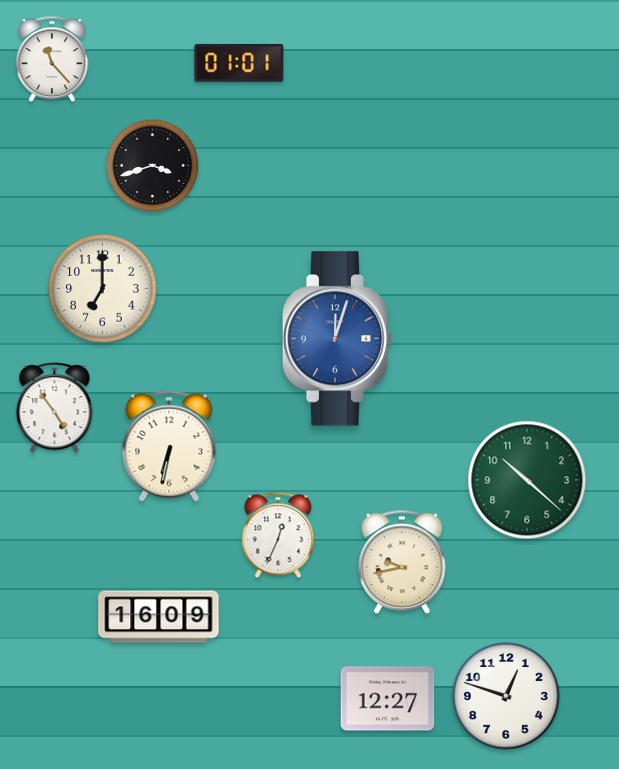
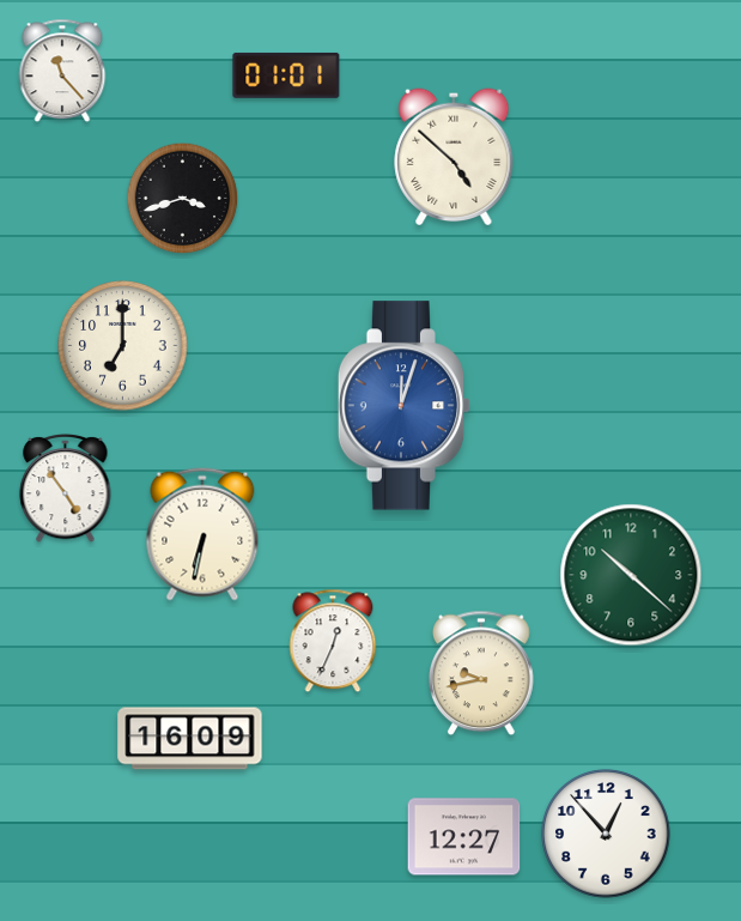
clock at (454, 157): none -> 4:52
clock at (506, 696): 12:48 -> 12:53
